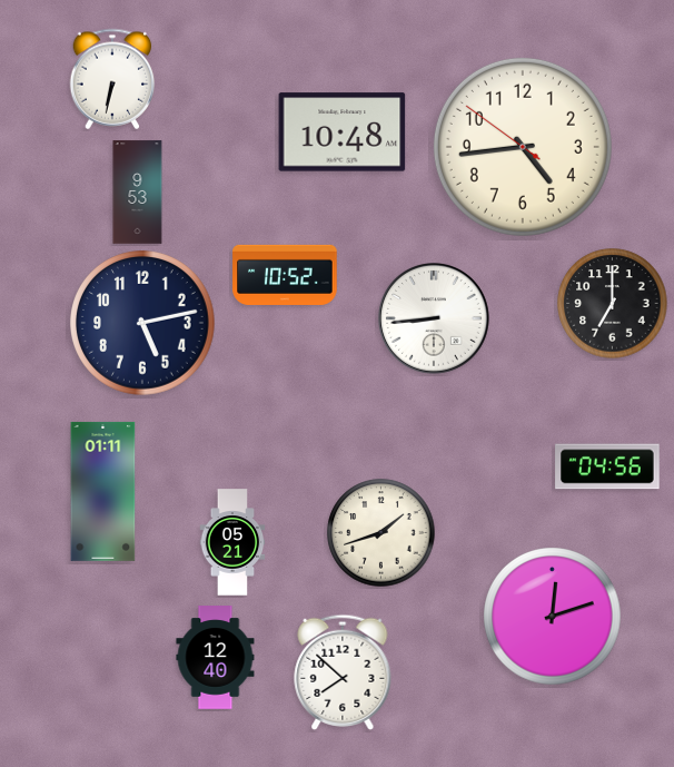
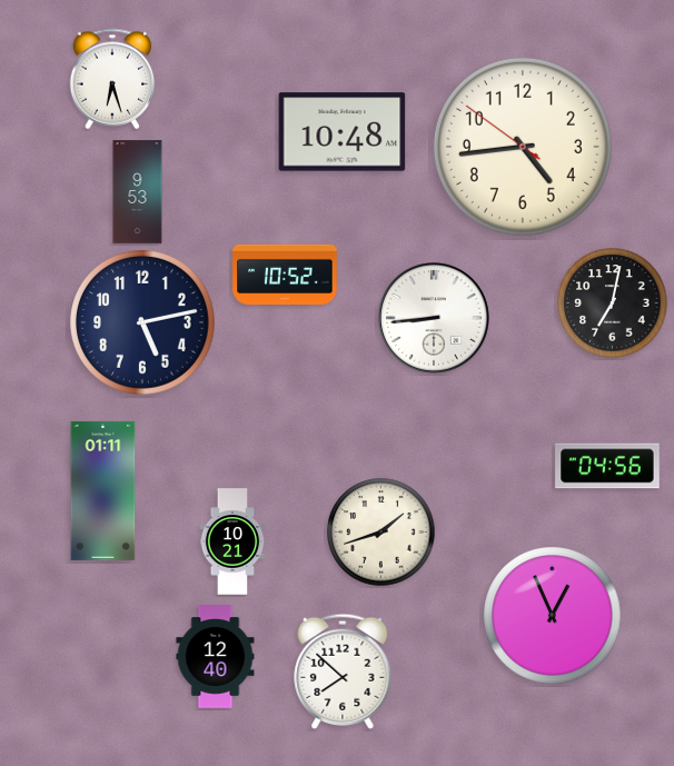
clock at (112, 79): 6:32 -> 6:27
clock at (613, 304): 7:00 -> 7:02
clock at (232, 542): 05:21 -> 10:21
clock at (553, 617): 12:12 -> 12:56
